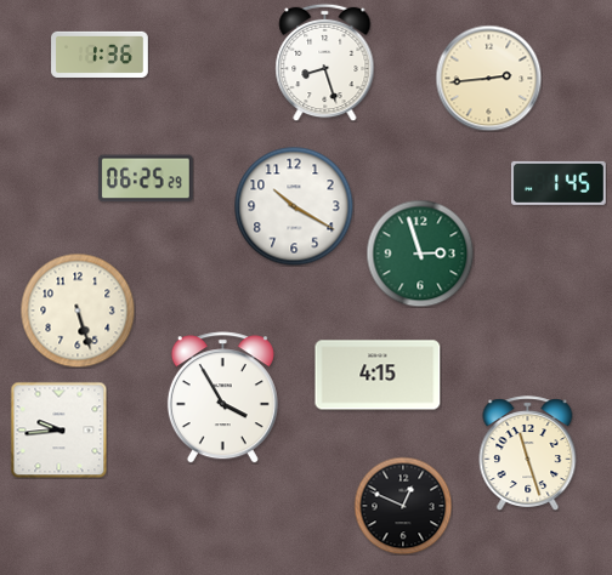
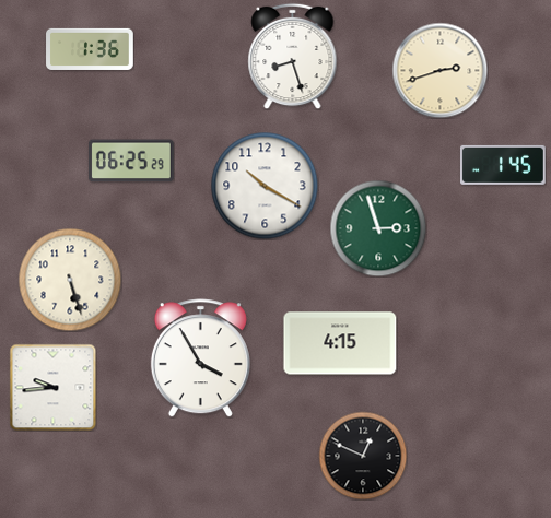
clock at (488, 78): 2:44 -> 2:42
clock at (378, 375) position: (378, 375) -> (340, 343)
clock at (528, 452): 11:27 -> none
